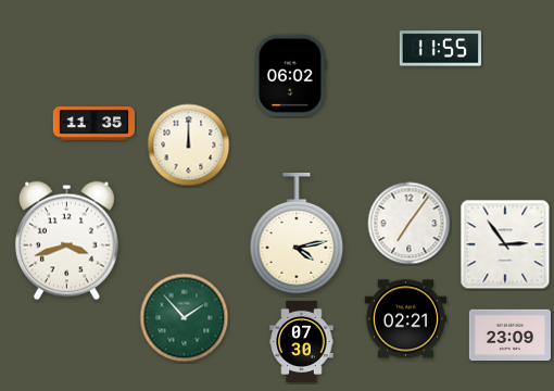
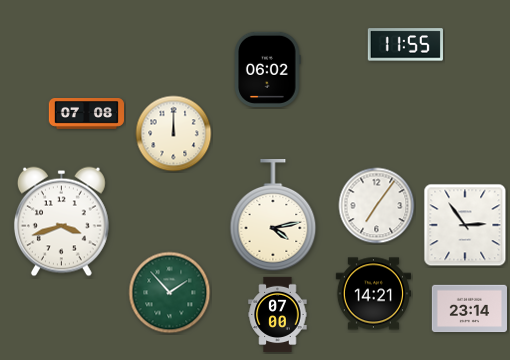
clock at (95, 124): 11:35 -> 07:08
clock at (405, 319): 02:21 -> 14:21
clock at (509, 336): 23:09 -> 23:14
clock at (302, 342): 07:30 -> 07:00
